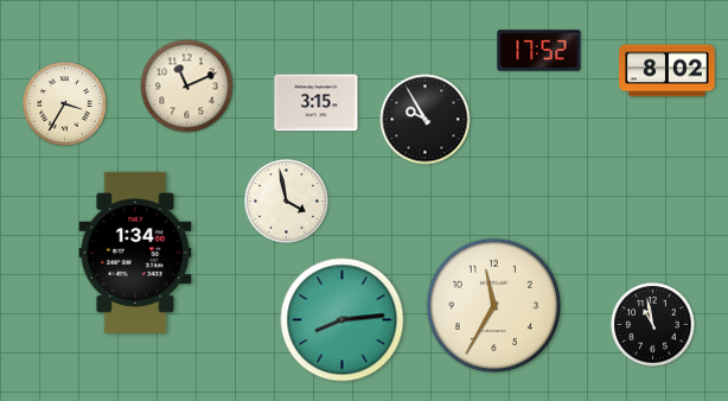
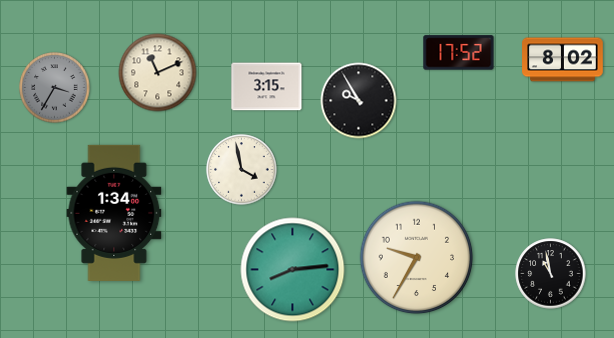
clock at (539, 51) position: (539, 51) -> (459, 53)
clock at (65, 104) dial: cream -> grey
clock at (494, 306): 11:35 -> 9:35
clock at (343, 320) position: (343, 320) -> (293, 270)
